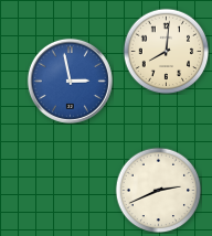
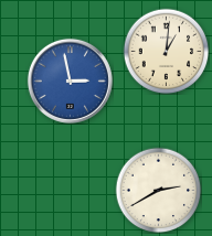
clock at (166, 51): 8:01 -> 1:01
clock at (158, 190): 2:41 -> 2:40
